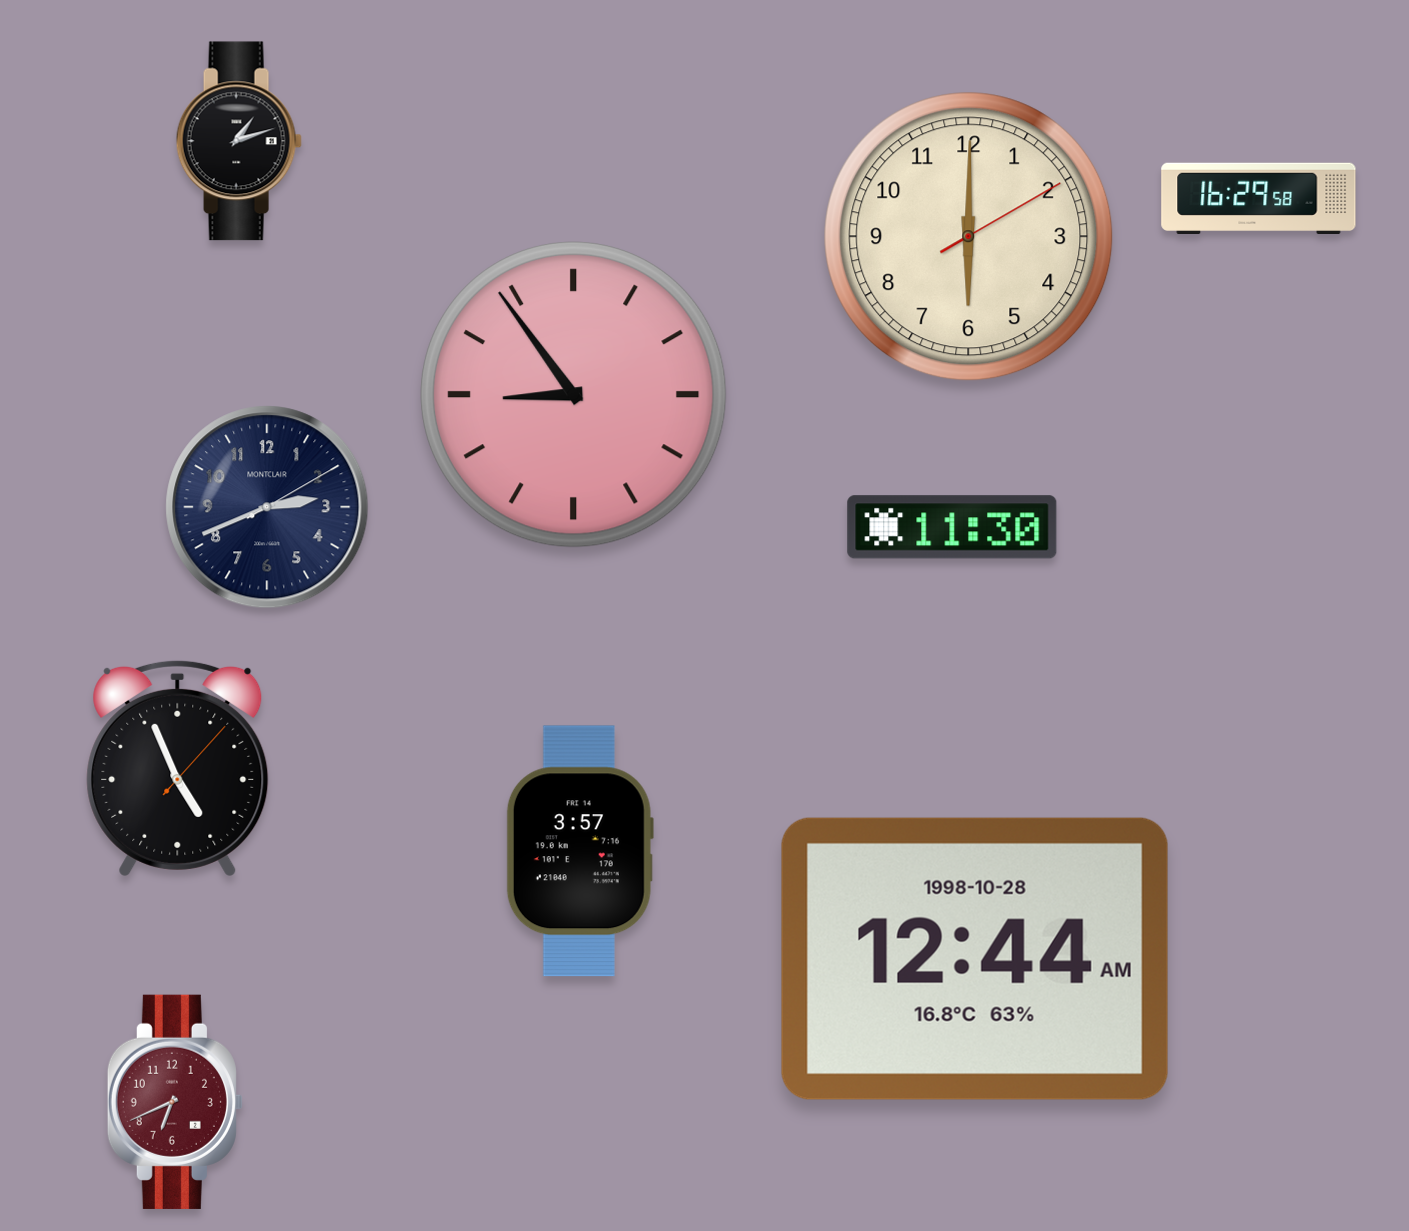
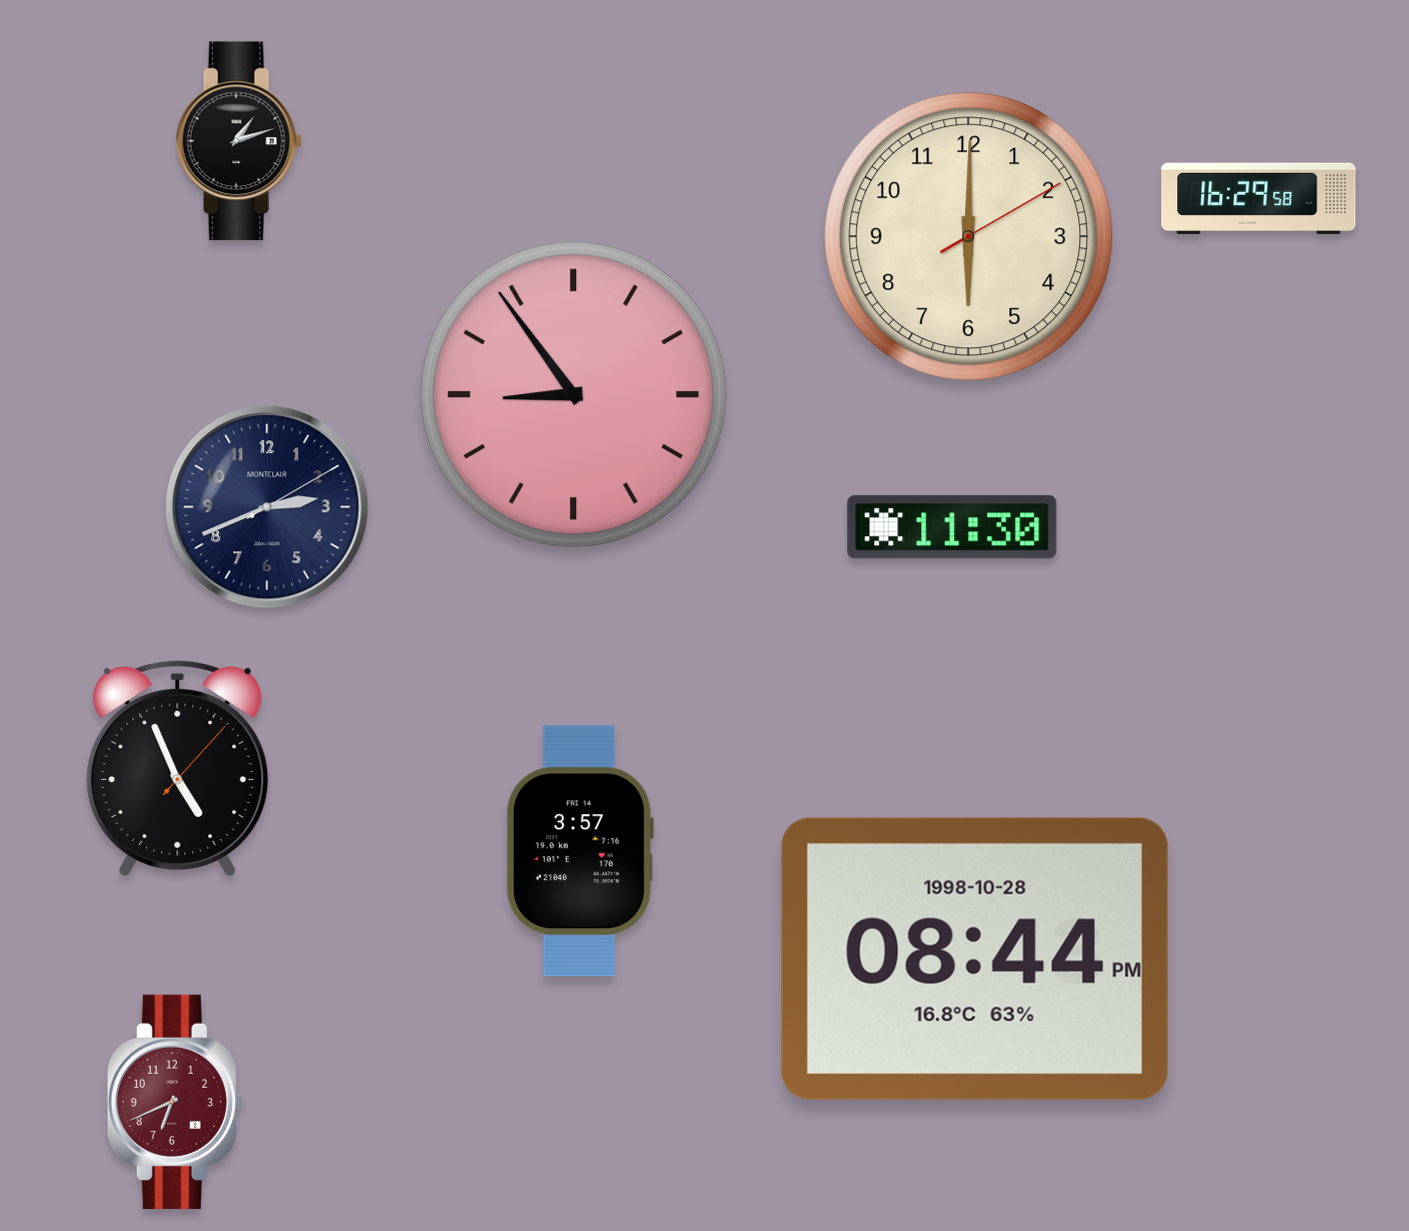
clock at (975, 959): 12:44 -> 08:44
